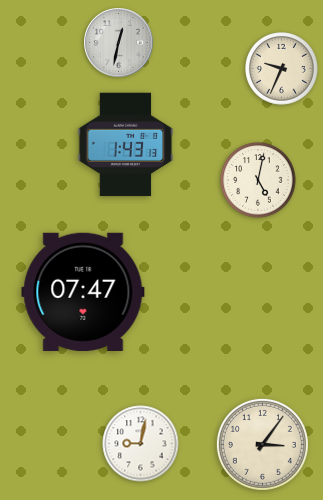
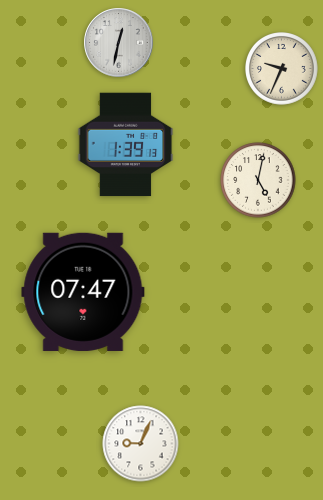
clock at (126, 145): 1:43 -> 1:39
clock at (141, 444): 9:02 -> 9:04
clock at (262, 444): 3:06 -> none
